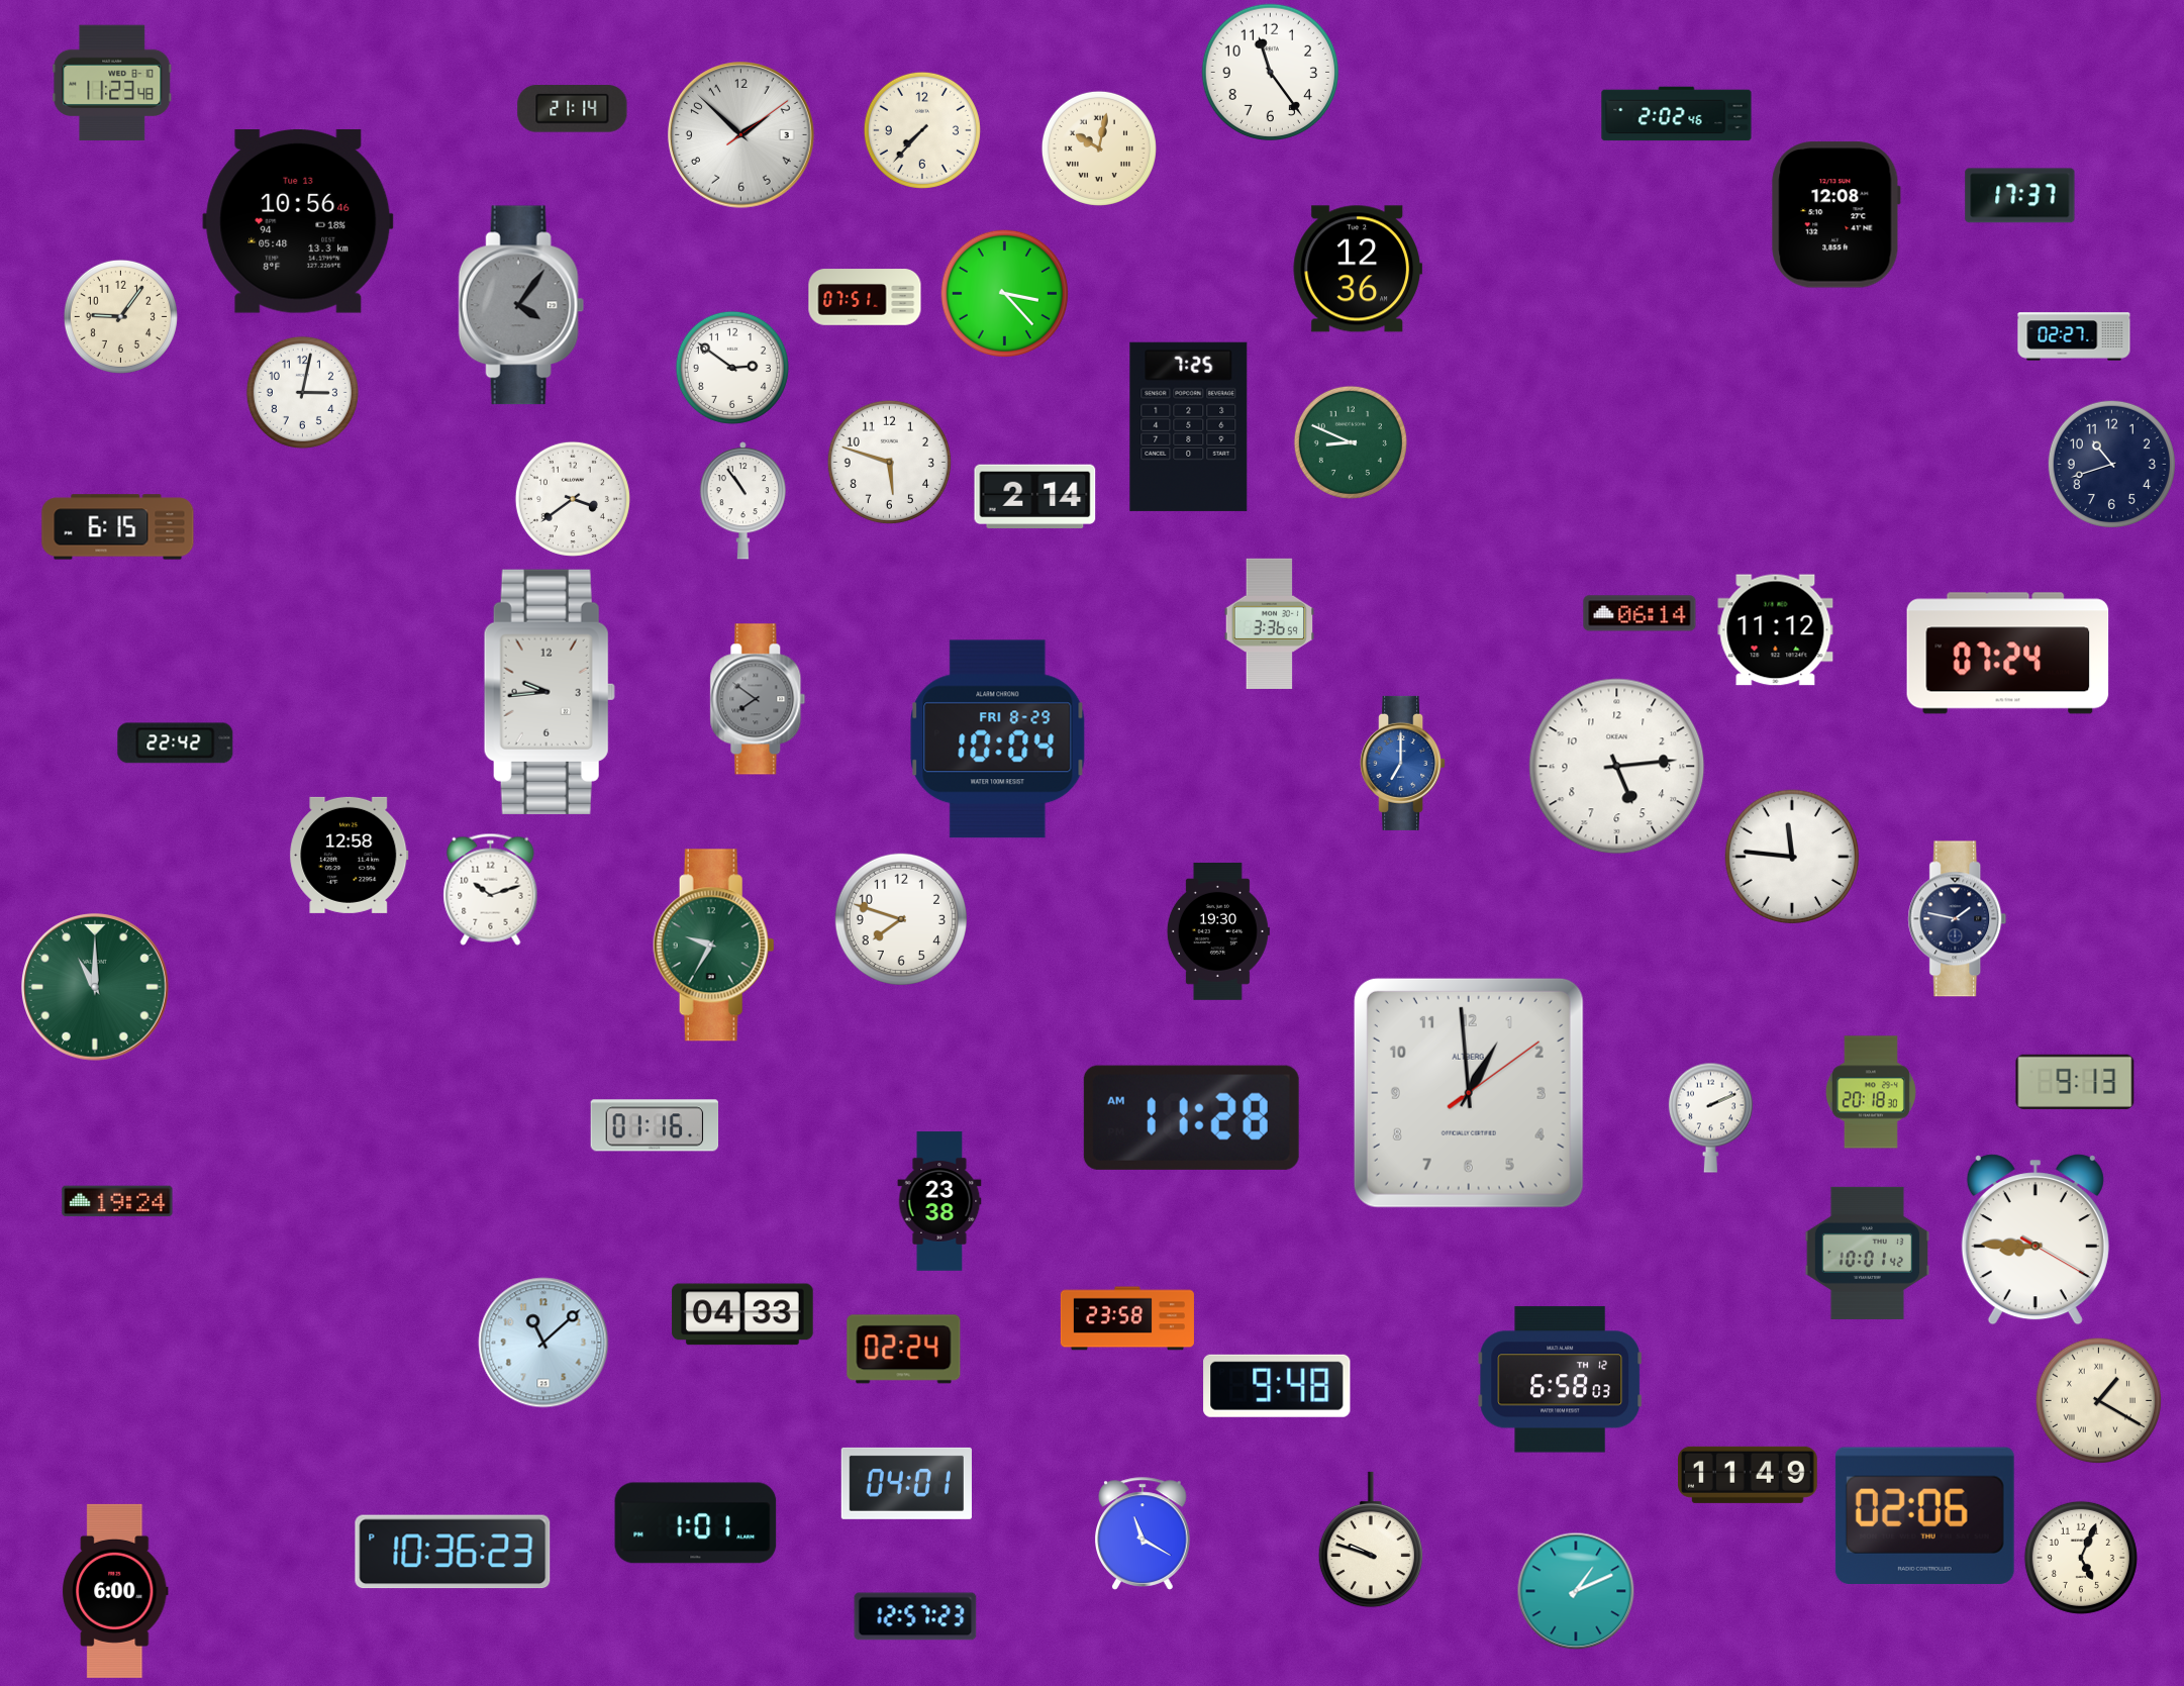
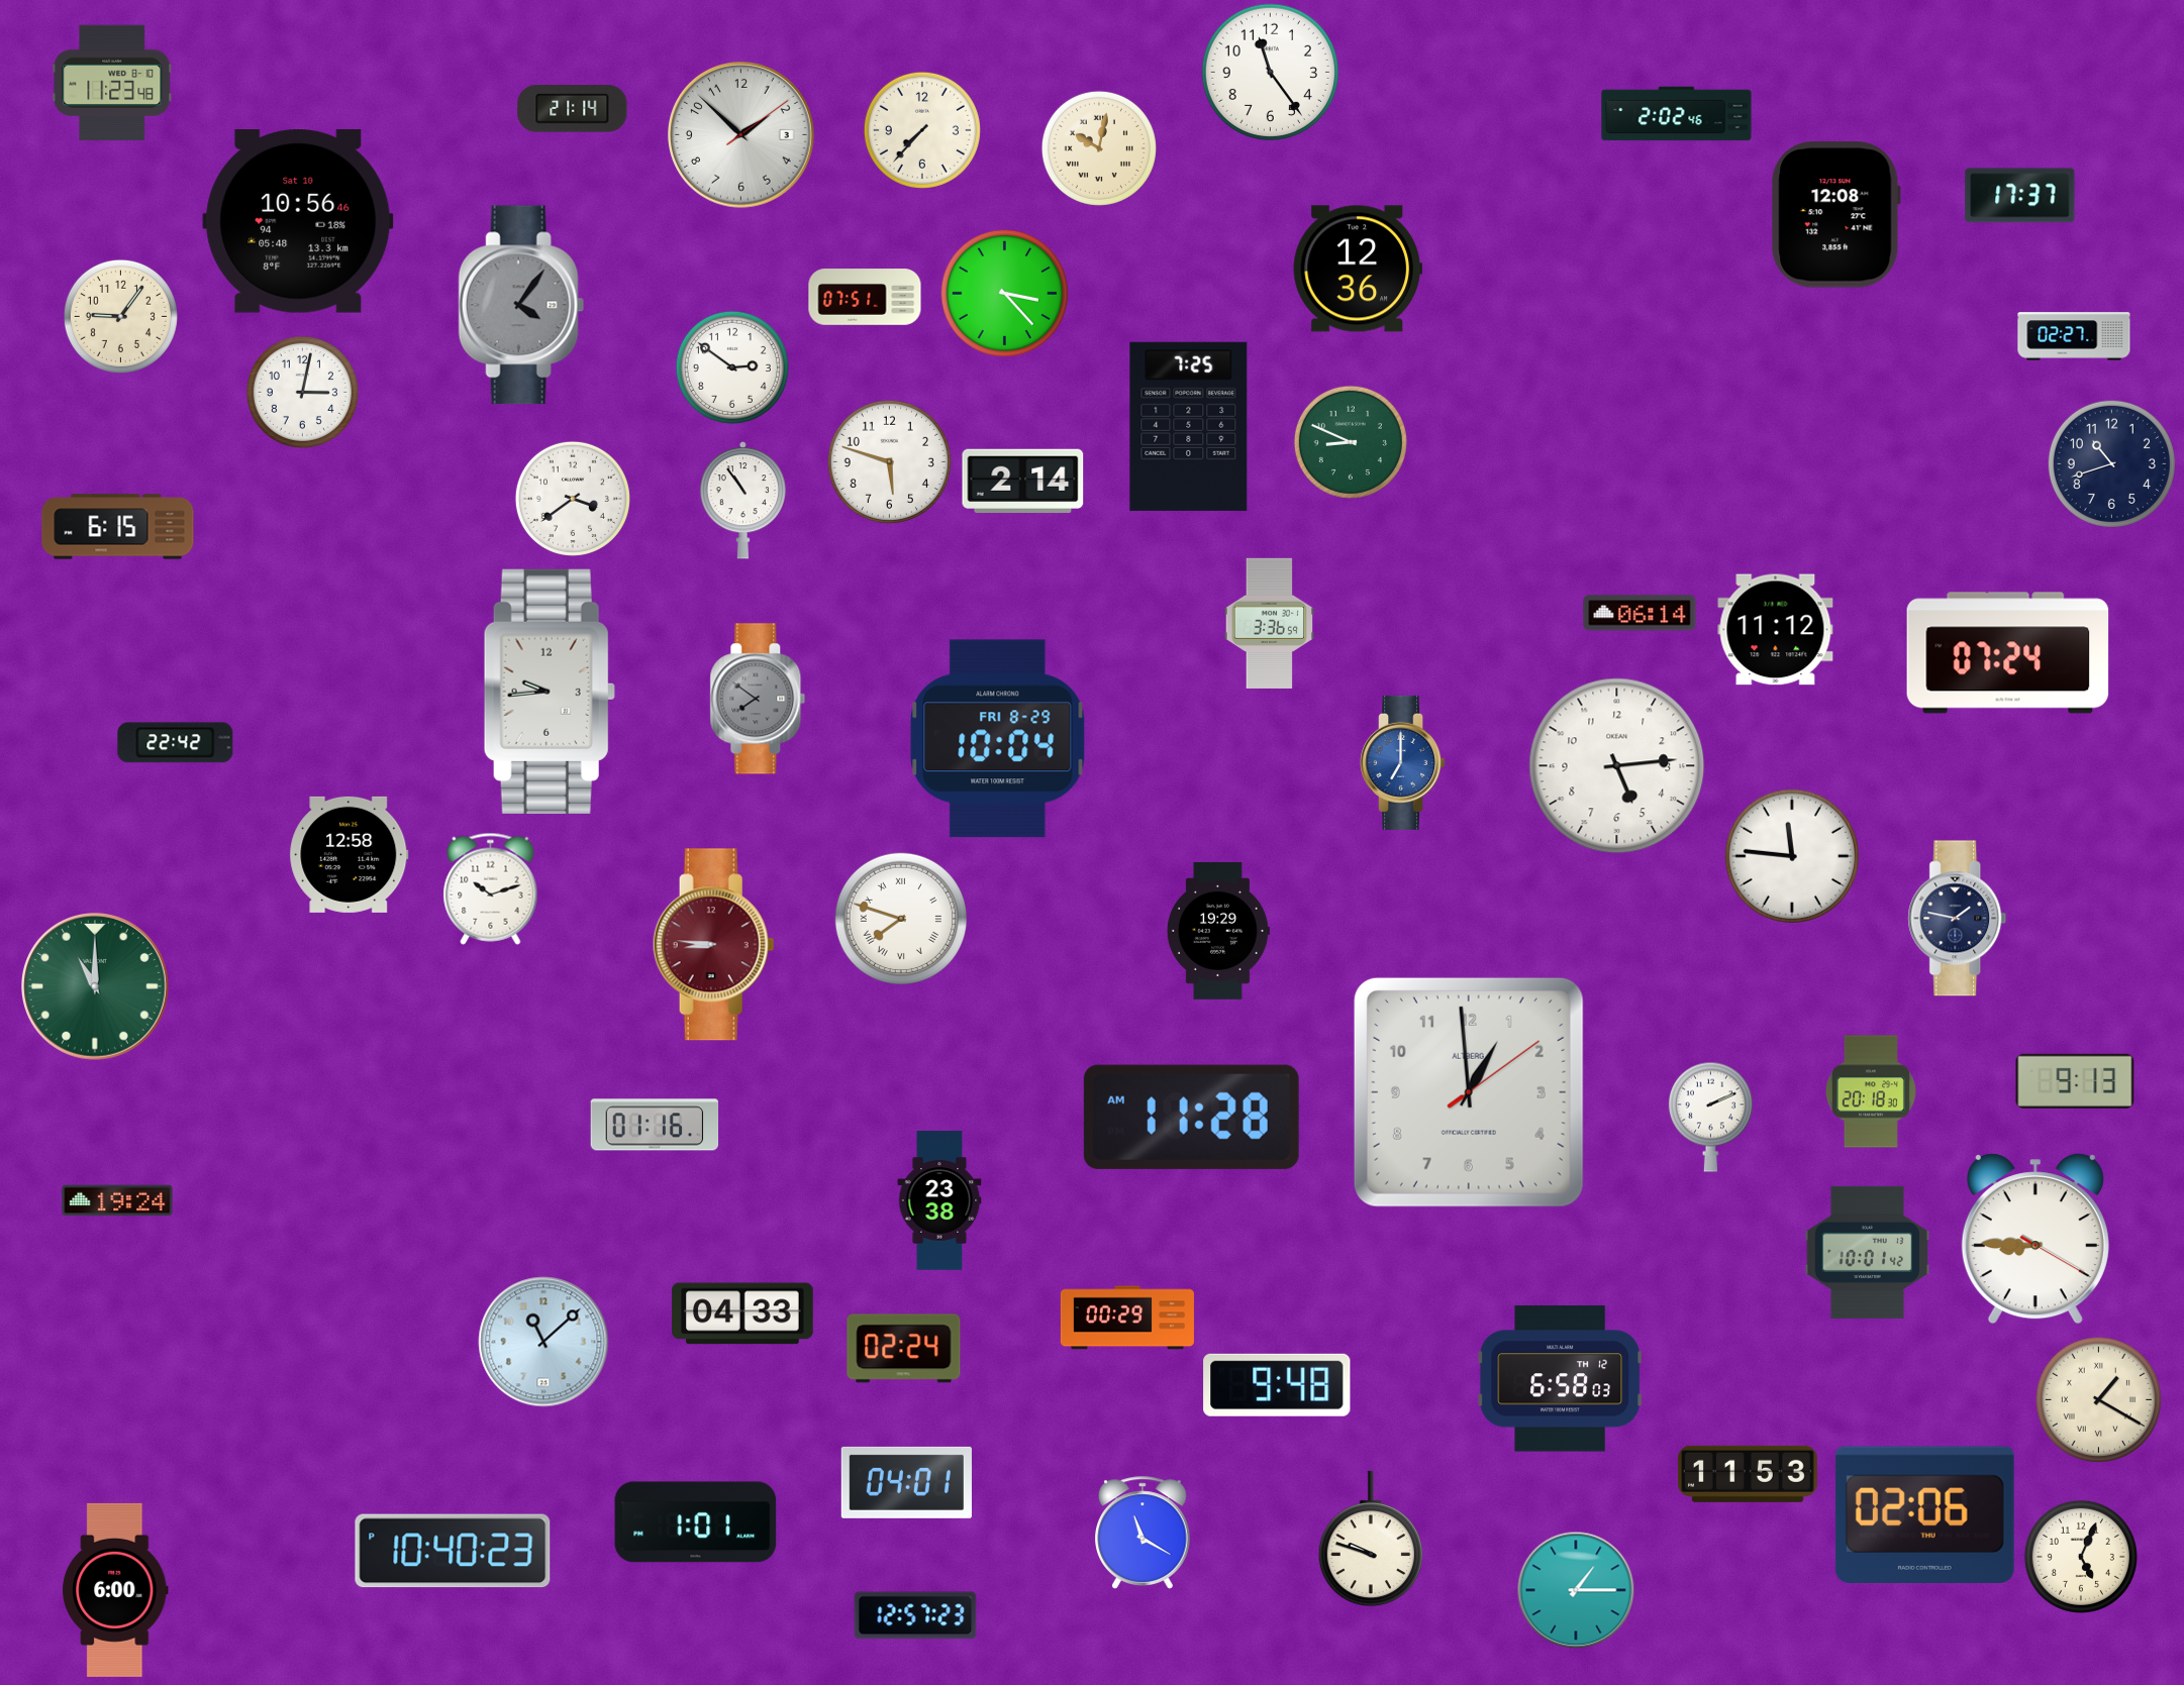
clock at (298, 222) date: Tue 13 -> Sat 10
clock at (1035, 497) position: (1035, 497) -> (1023, 482)
clock at (900, 918) numerals: Arabic -> Roman
clock at (1218, 931): 19:30 -> 19:29
clock at (713, 946): 9:35 -> 8:46
clock at (713, 946) dial: green -> burgundy
clock at (1127, 1318): 23:58 -> 00:29
clock at (1748, 1475): 11:49 -> 11:53
clock at (453, 1552): 10:36 -> 10:40
clock at (1576, 1591): 1:11 -> 1:15
